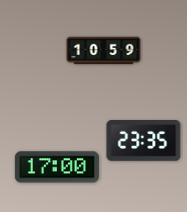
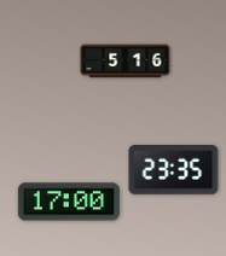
clock at (104, 51): 10:59 -> 5:16
